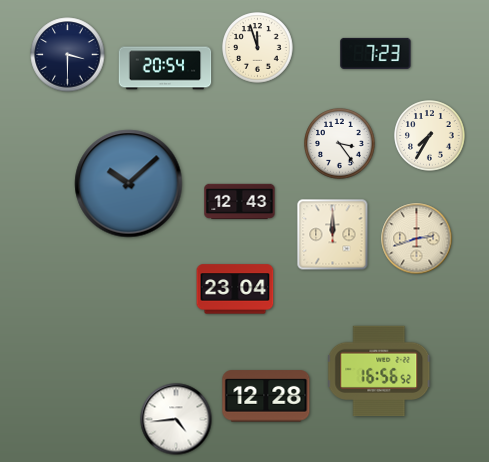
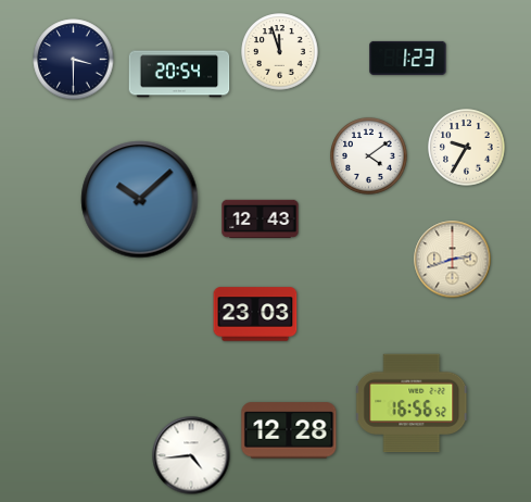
clock at (376, 53): 7:23 -> 1:23
clock at (430, 136): 7:35 -> 9:35
clock at (340, 144): 3:24 -> 4:09
clock at (333, 235): 12:00 -> none
clock at (235, 289): 23:04 -> 23:03
